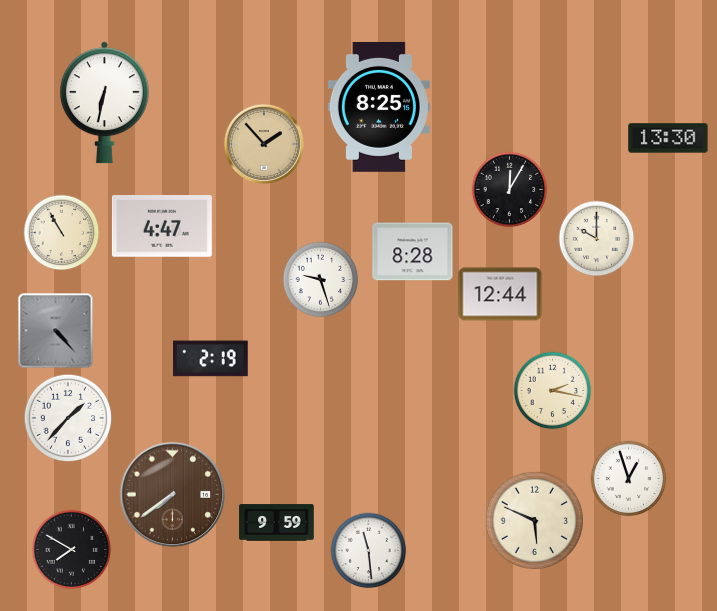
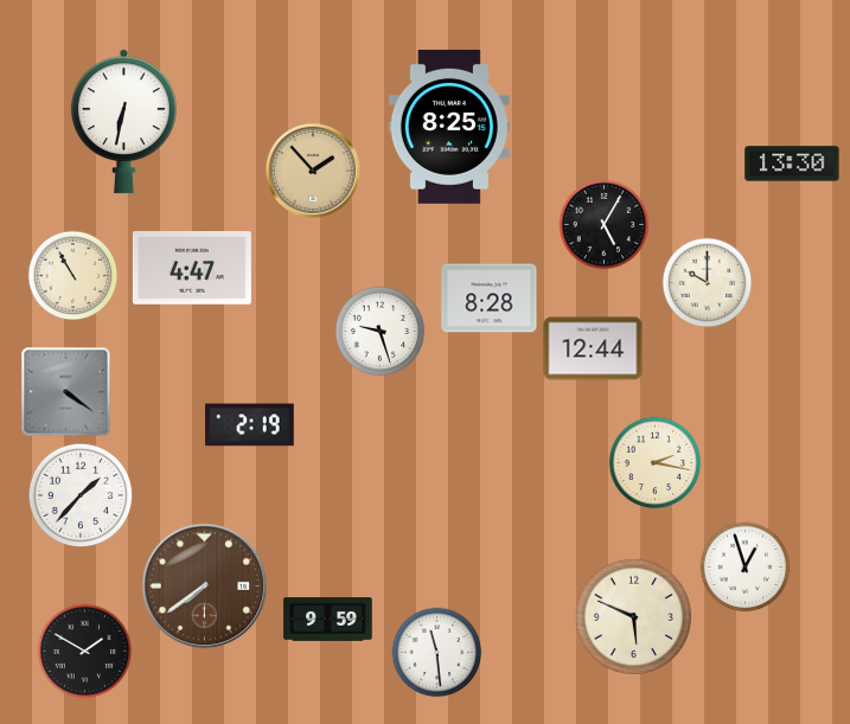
clock at (510, 190): 12:05 -> 5:05
clock at (56, 331): 4:23 -> 4:21
clock at (72, 550): 7:50 -> 1:50
